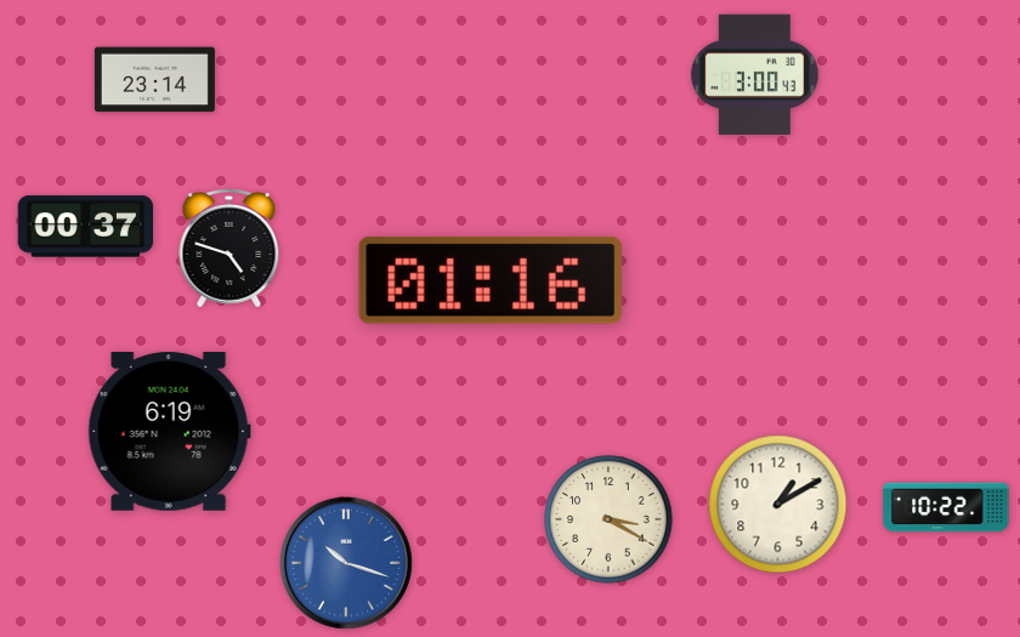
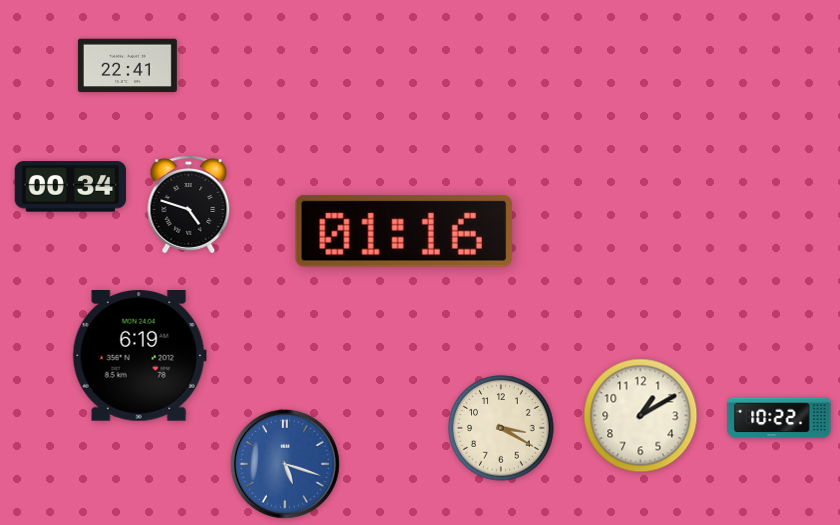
clock at (755, 74): 3:00 -> none
clock at (154, 80): 23:14 -> 22:41
clock at (85, 227): 00:37 -> 00:34
clock at (346, 563): 10:18 -> 5:18
